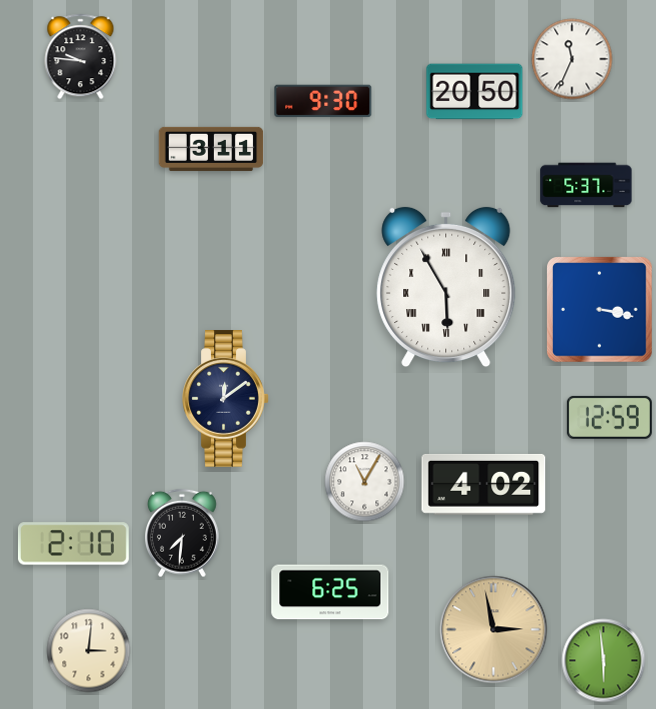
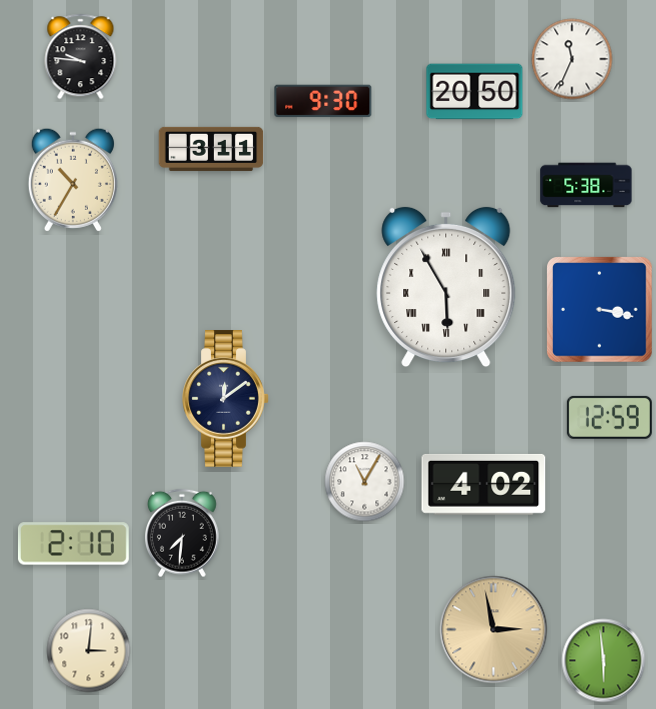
clock at (73, 180): none -> 10:35
clock at (586, 185): 5:37 -> 5:38
clock at (330, 592): 6:25 -> none
